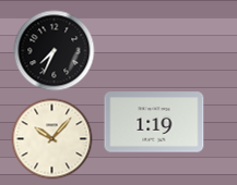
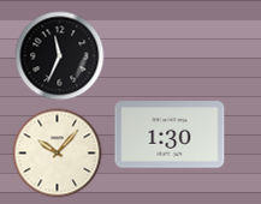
clock at (55, 51): 7:34 -> 11:34
clock at (154, 122): 1:19 -> 1:30
